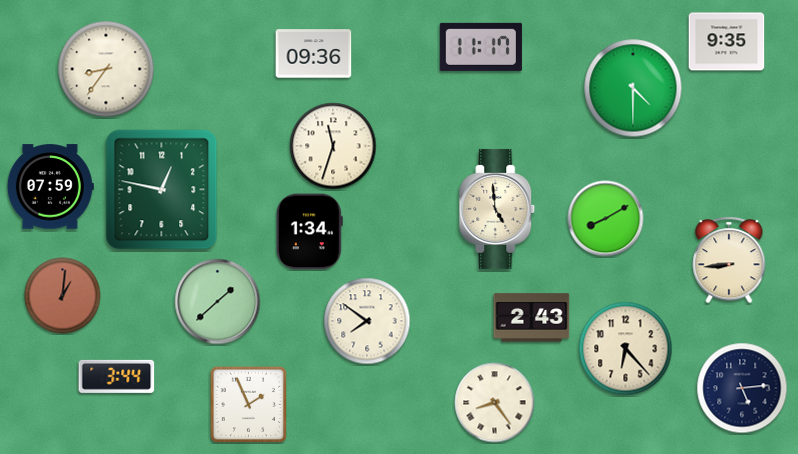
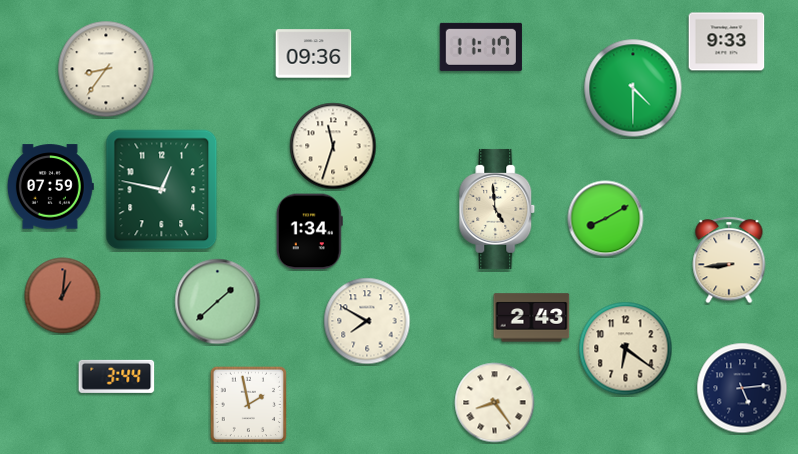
clock at (727, 42): 9:35 -> 9:33
clock at (367, 321): 7:51 -> 7:50
clock at (626, 349): 6:23 -> 6:21
clock at (248, 404): 1:56 -> 1:58
